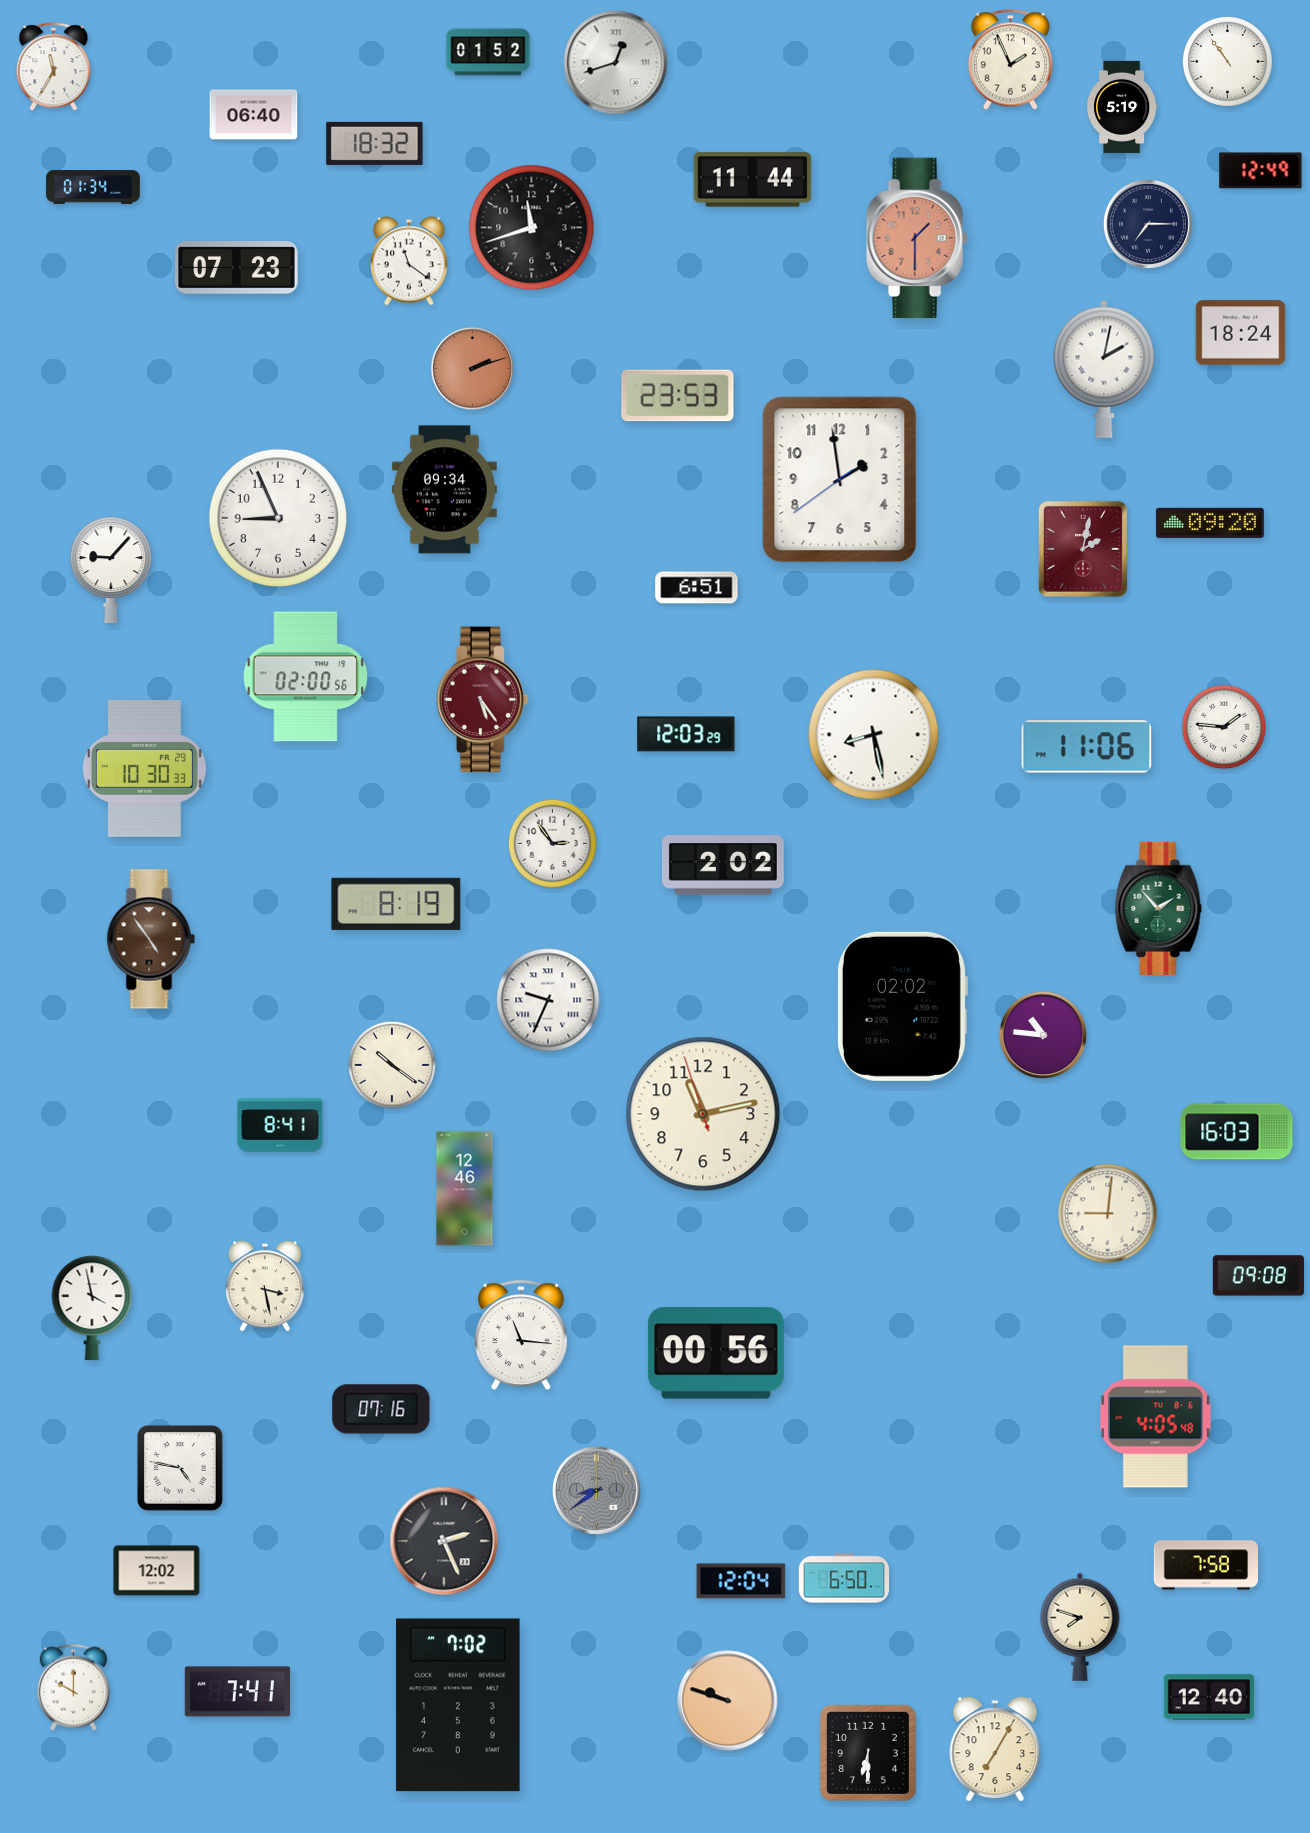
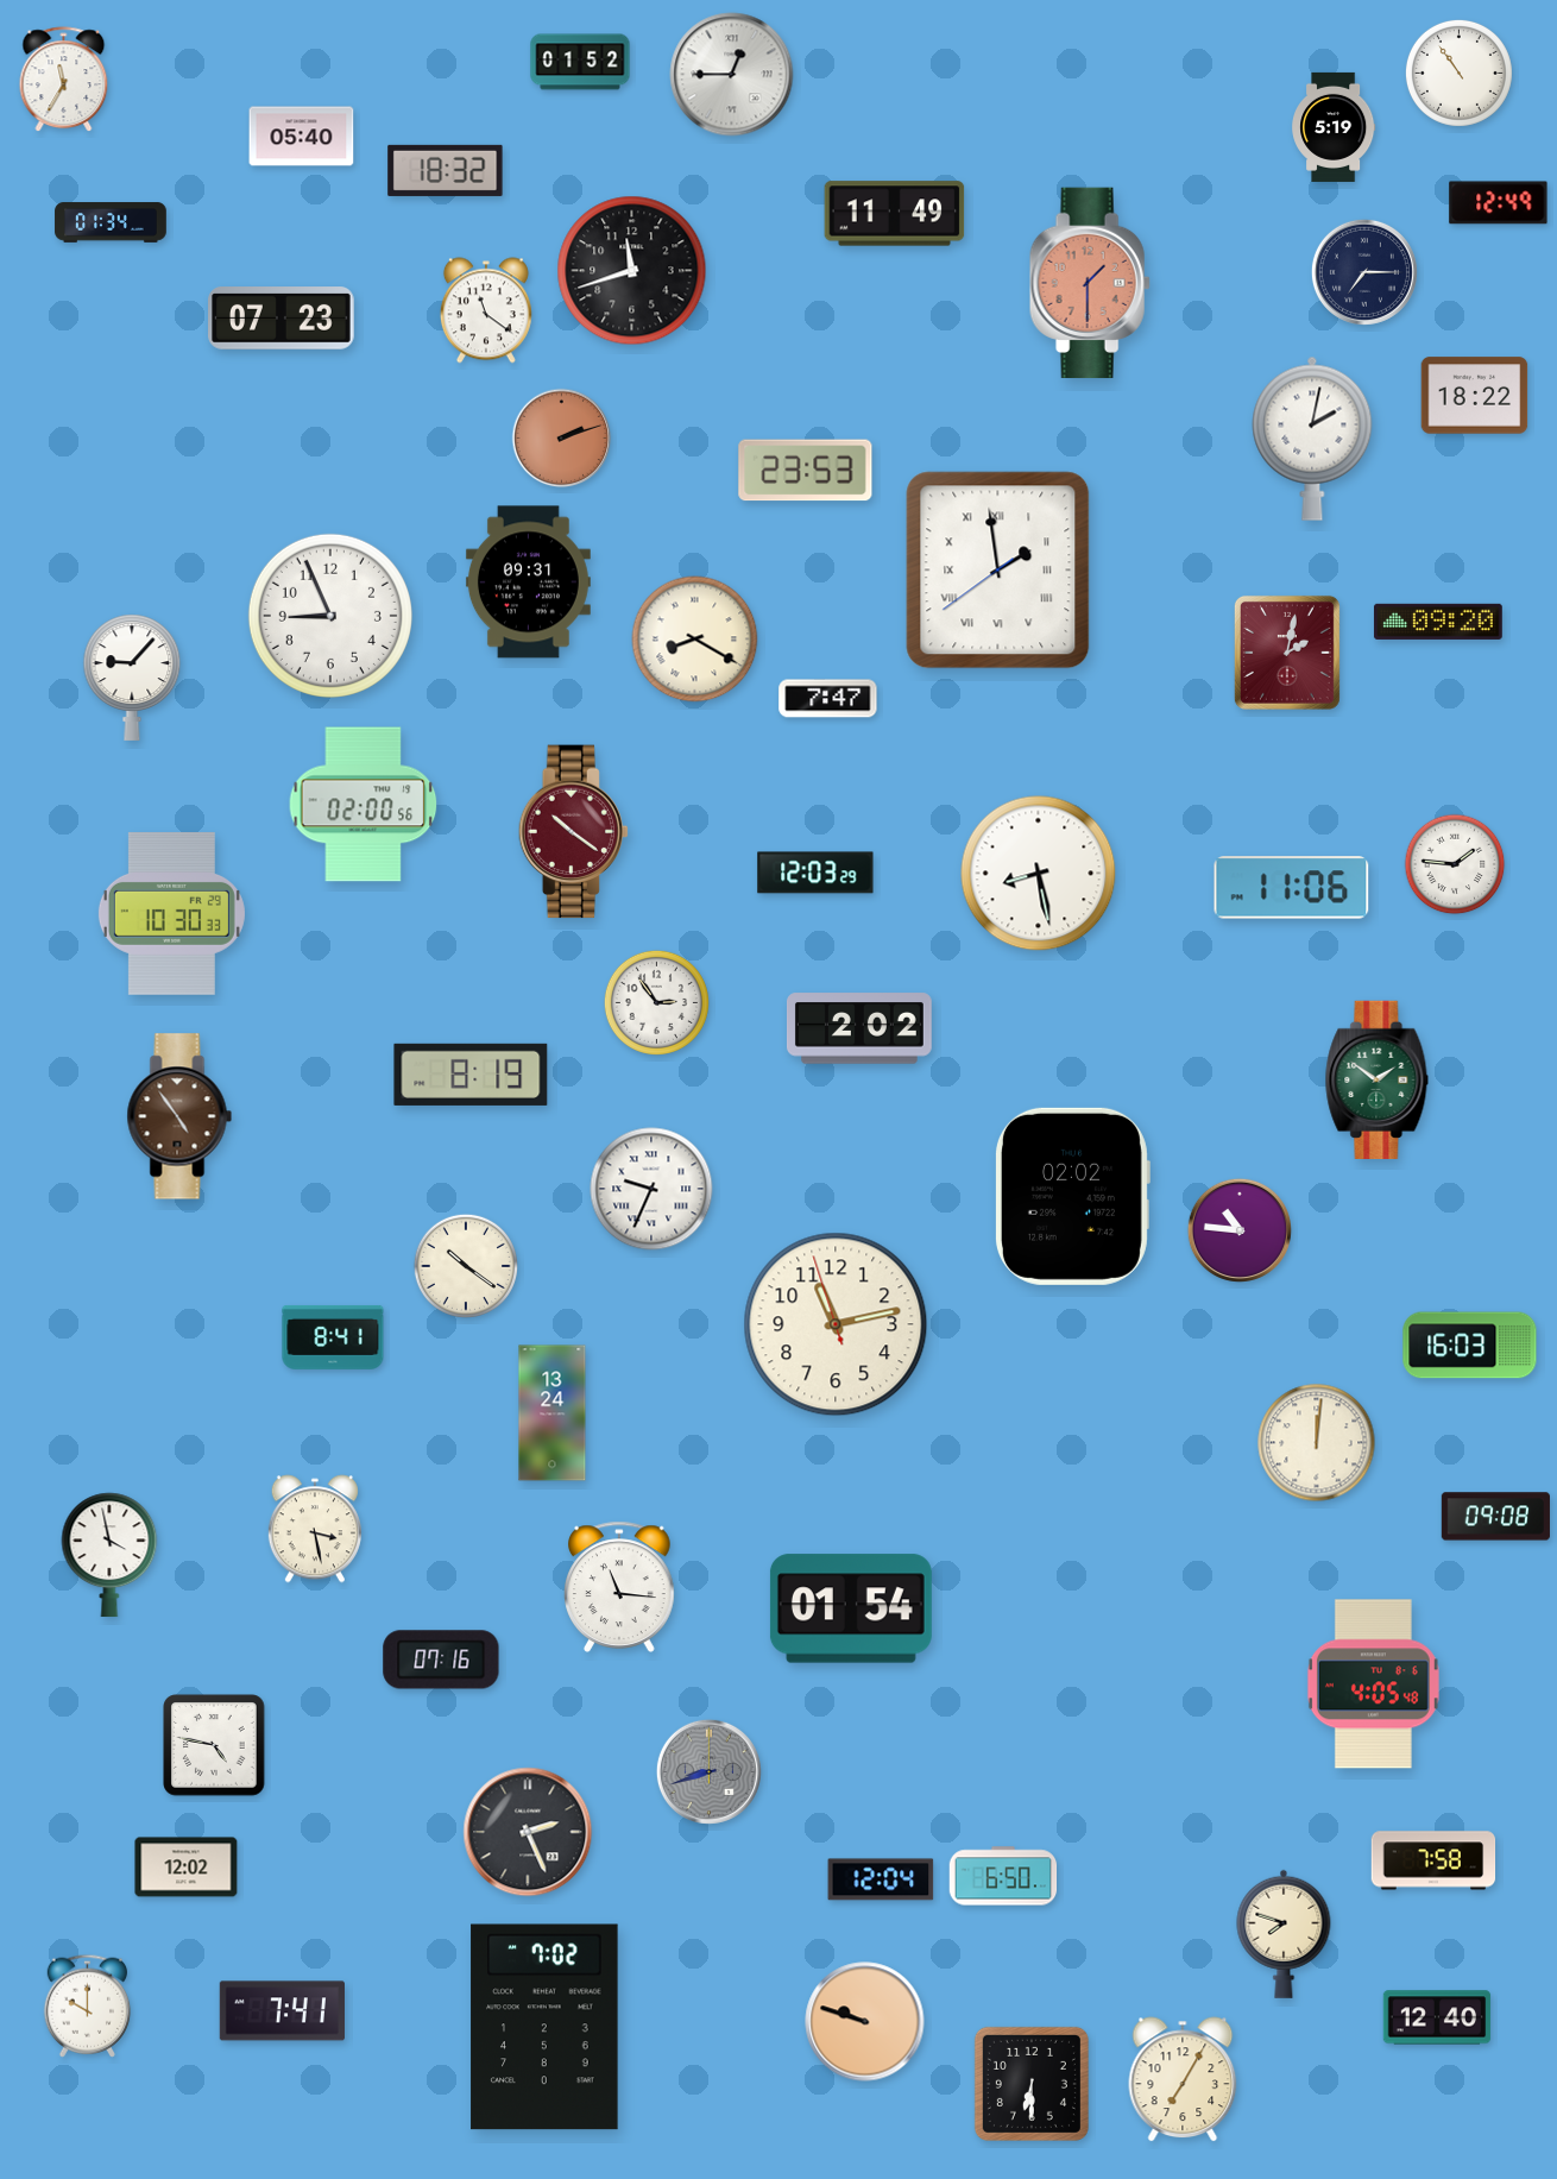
clock at (1010, 60): 1:56 -> none
clock at (616, 63): 12:42 -> 12:45
clock at (254, 115): 06:40 -> 05:40
clock at (753, 180): 11:44 -> 11:49
clock at (1148, 224) position: (1148, 224) -> (1364, 272)
clock at (1241, 333): 18:24 -> 18:22
clock at (840, 480) numerals: Arabic -> Roman
clock at (444, 490): 09:34 -> 09:31
clock at (695, 640): none -> 8:20
clock at (697, 588): 6:51 -> 7:47
clock at (483, 700): 5:24 -> 10:21
clock at (1159, 908): 1:53 -> 1:51
clock at (465, 1189): 12:46 -> 13:24
clock at (1108, 1214): 9:01 -> 12:01
clock at (716, 1353): 00:56 -> 01:54
clock at (381, 1409) position: (381, 1409) -> (441, 1660)
clock at (596, 1490): 8:39 -> 8:42
